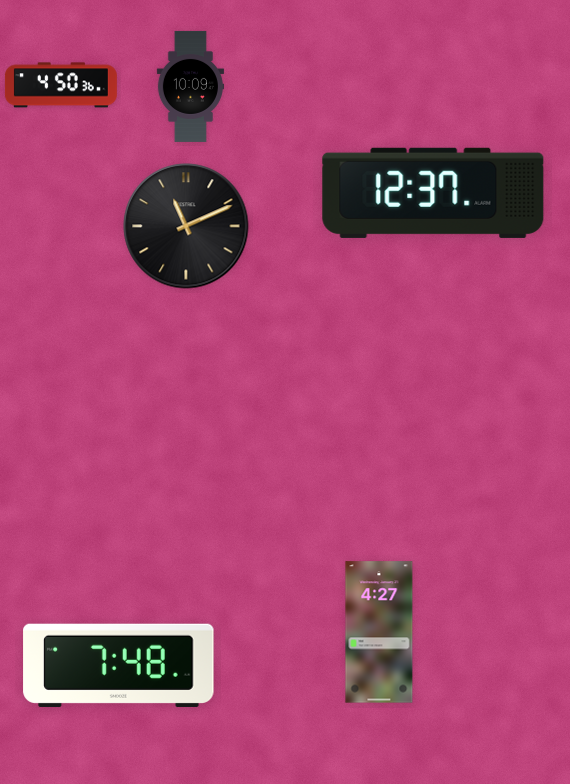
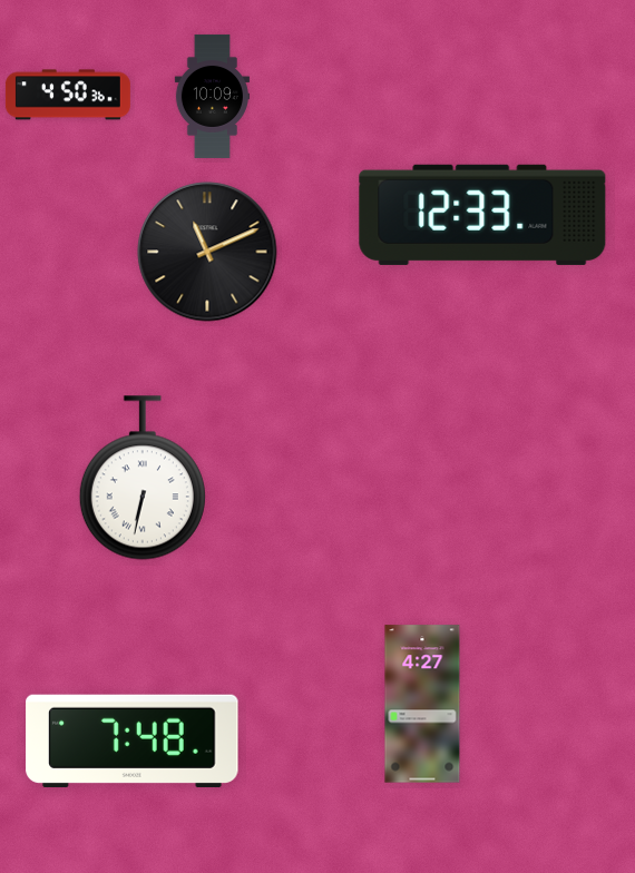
clock at (433, 193): 12:37 -> 12:33
clock at (143, 478): none -> 6:32
